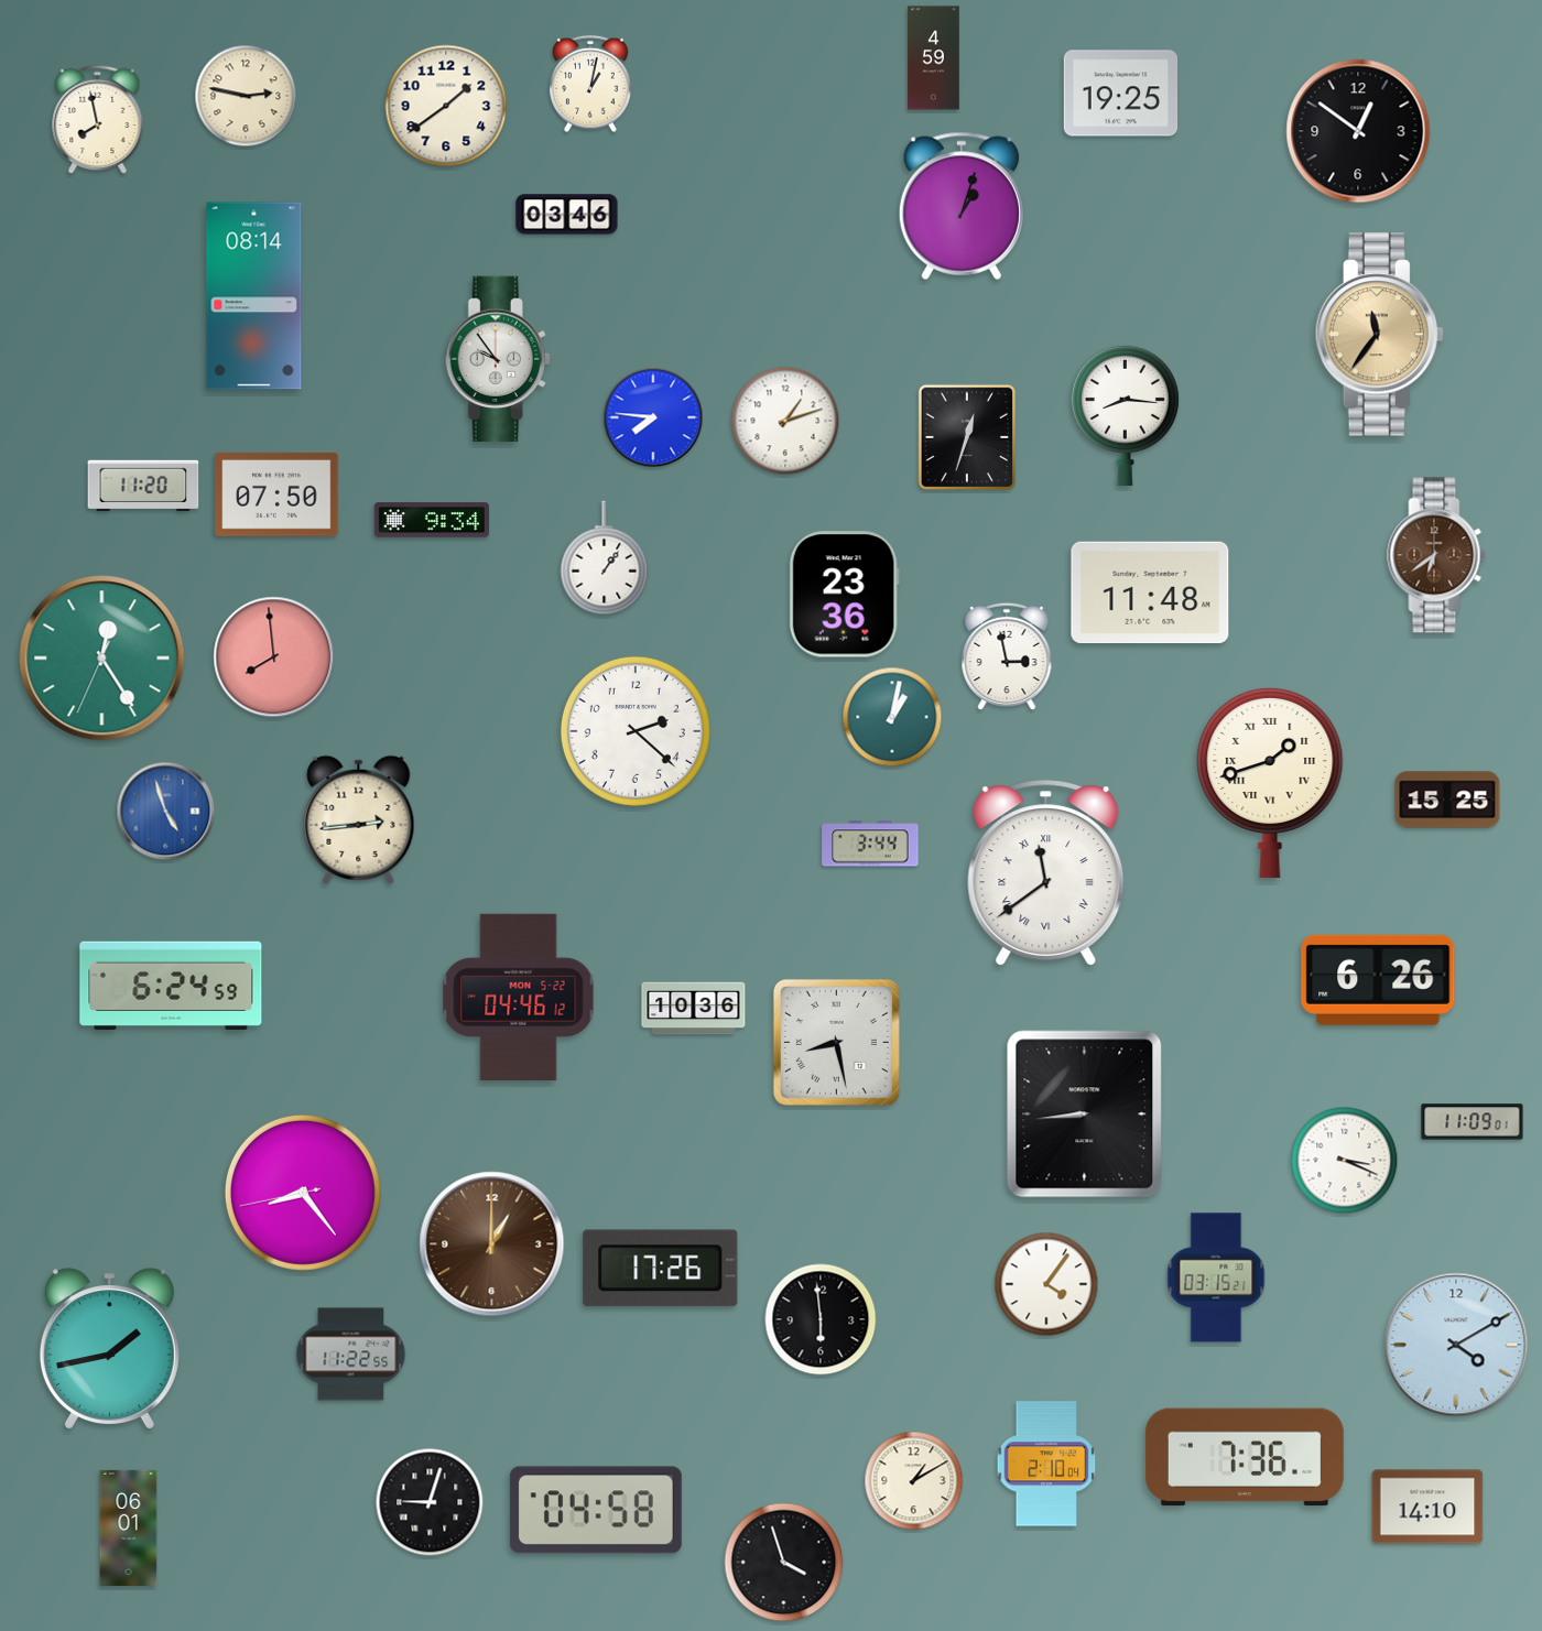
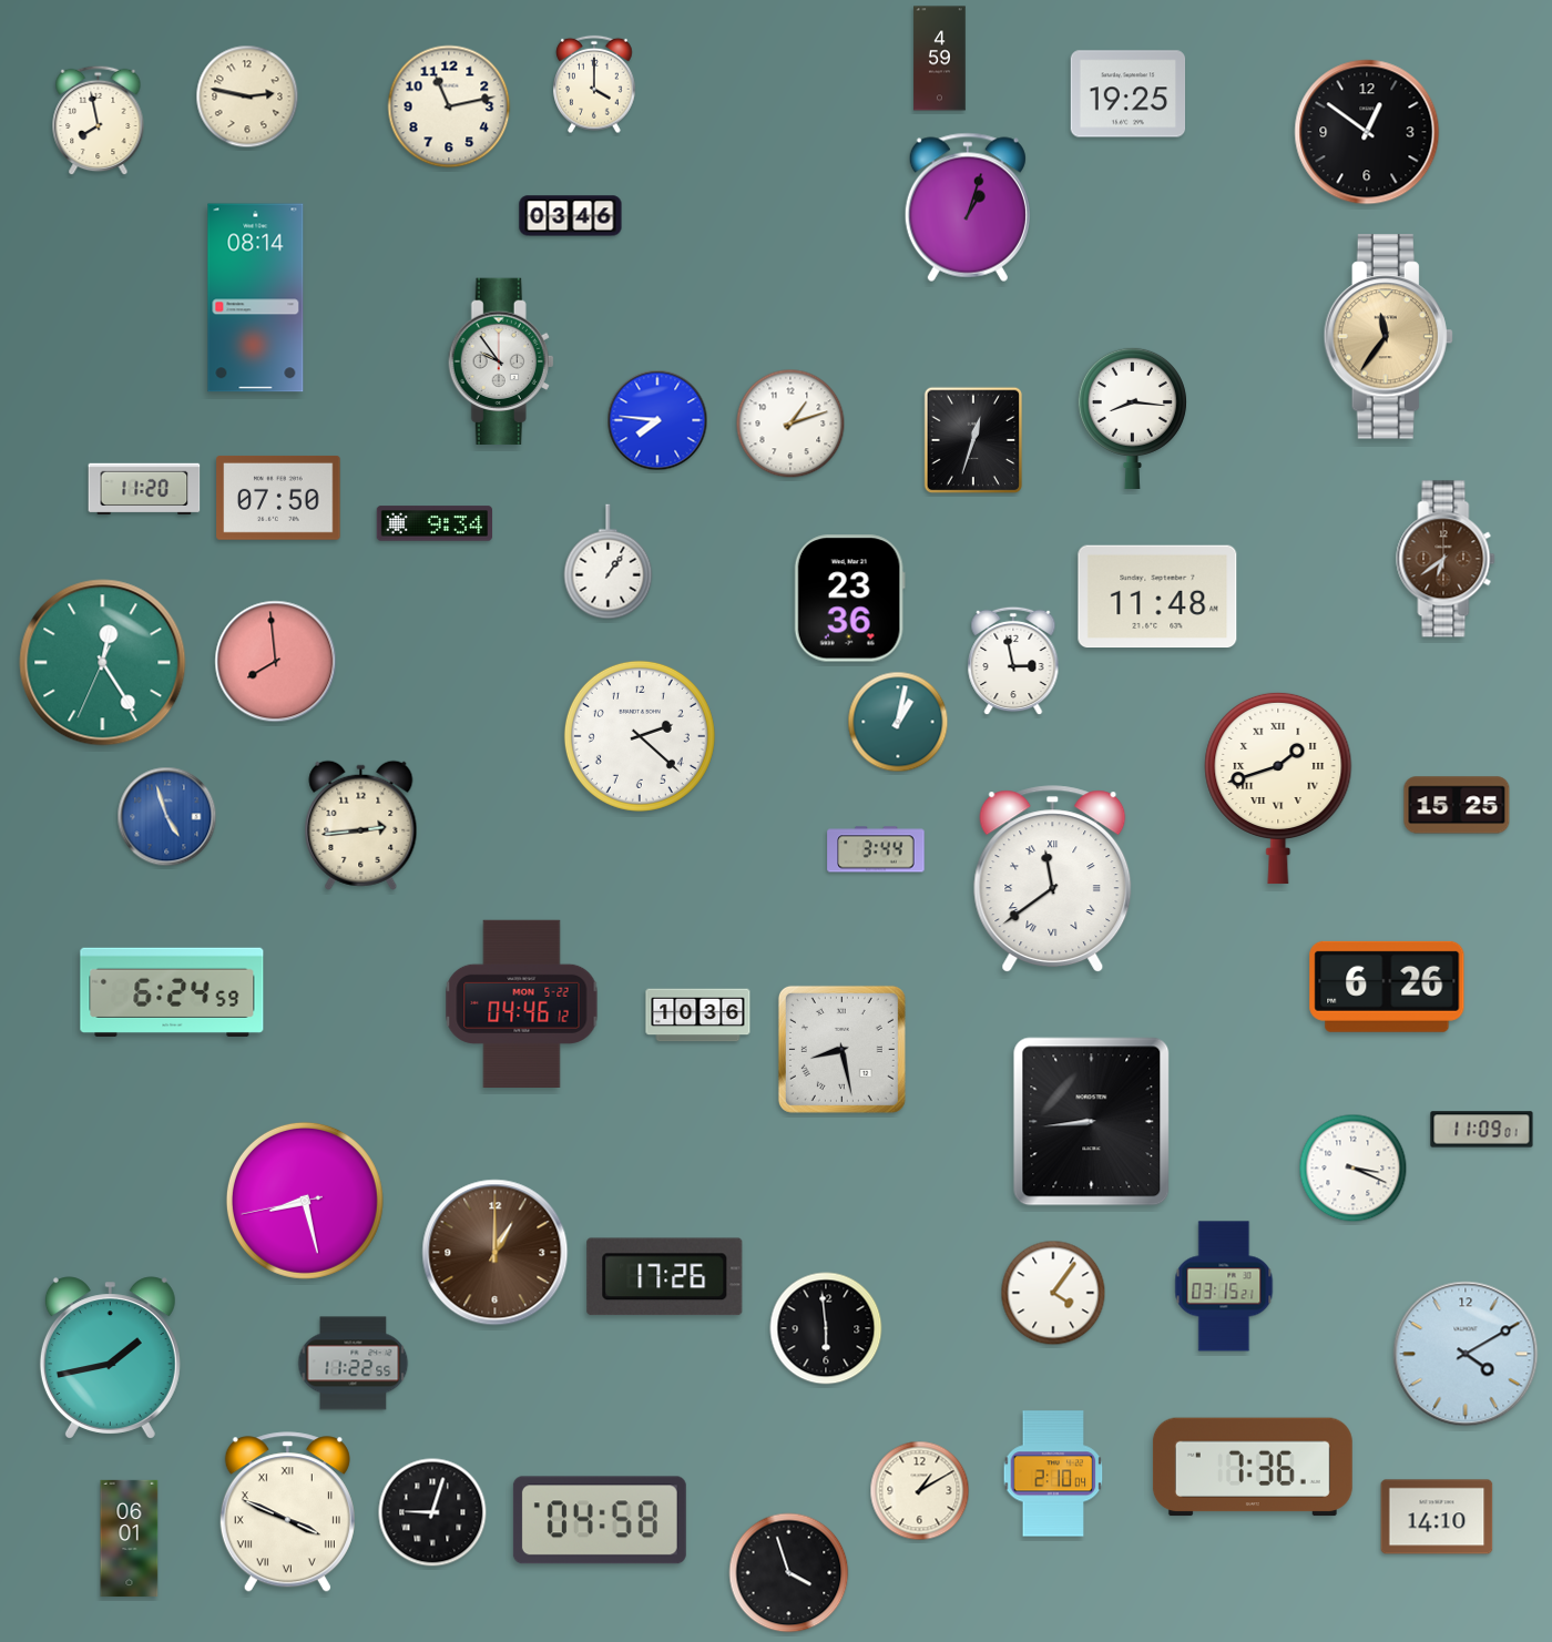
clock at (590, 84): 1:02 -> 4:00
clock at (446, 106): 1:39 -> 11:13
clock at (303, 1193): 8:23 -> 8:27
clock at (287, 1512): none -> 3:49
